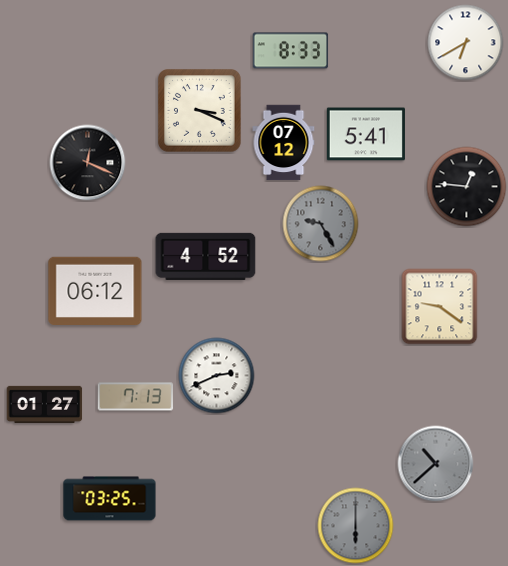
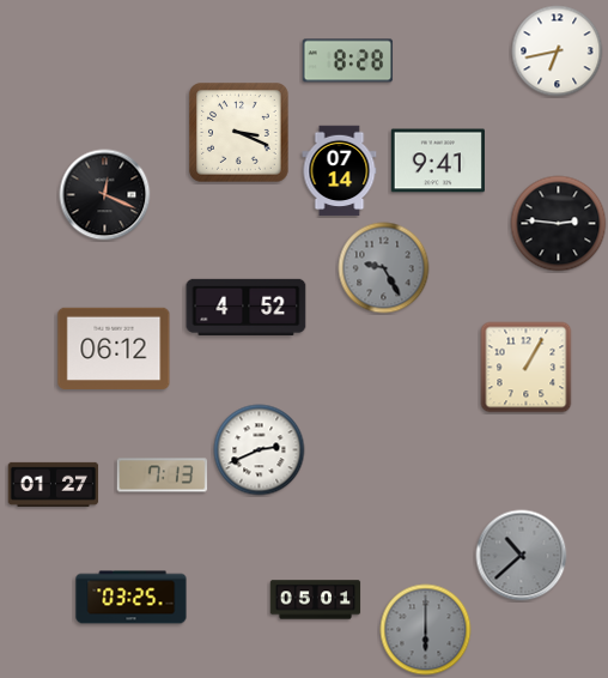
clock at (466, 43): 6:40 -> 6:43
clock at (291, 51): 8:33 -> 8:28
clock at (366, 134): 5:41 -> 9:41
clock at (284, 143): 07:12 -> 07:14
clock at (467, 187): 12:46 -> 2:46
clock at (440, 307): 9:21 -> 1:05
clock at (316, 600): none -> 05:01
